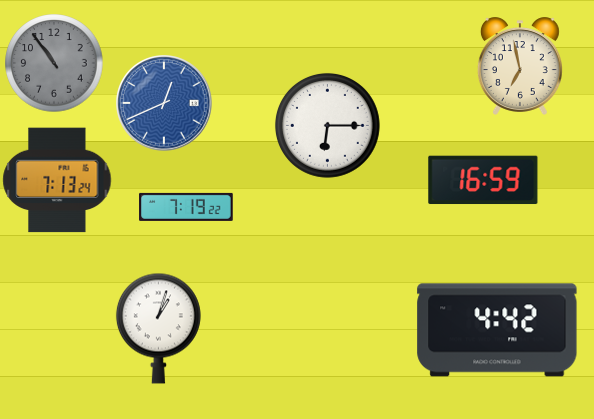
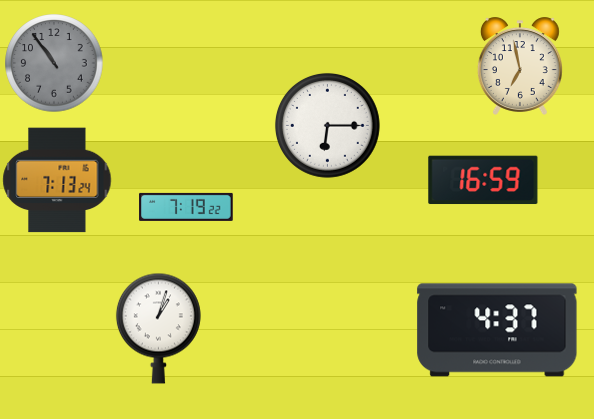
clock at (164, 103): 12:41 -> none
clock at (497, 330): 4:42 -> 4:37
